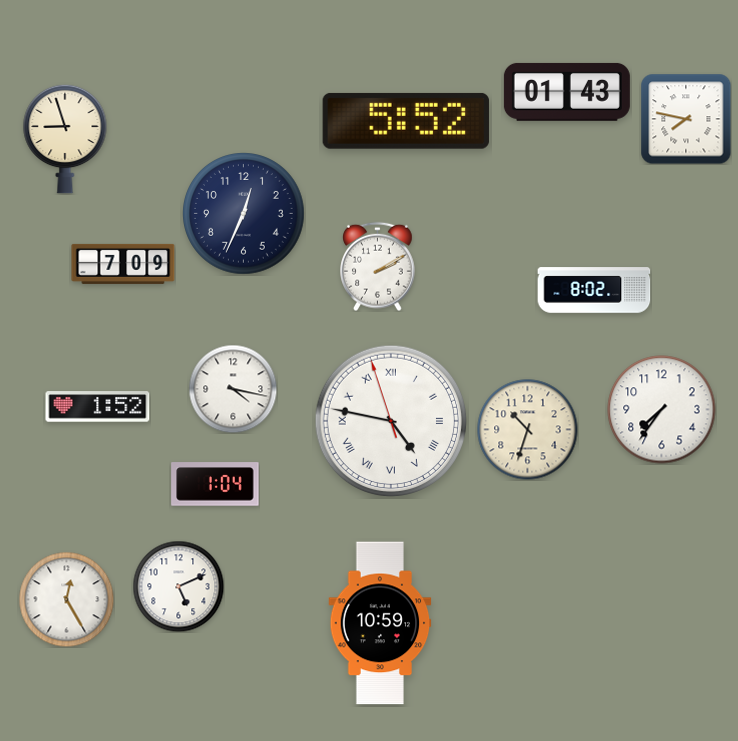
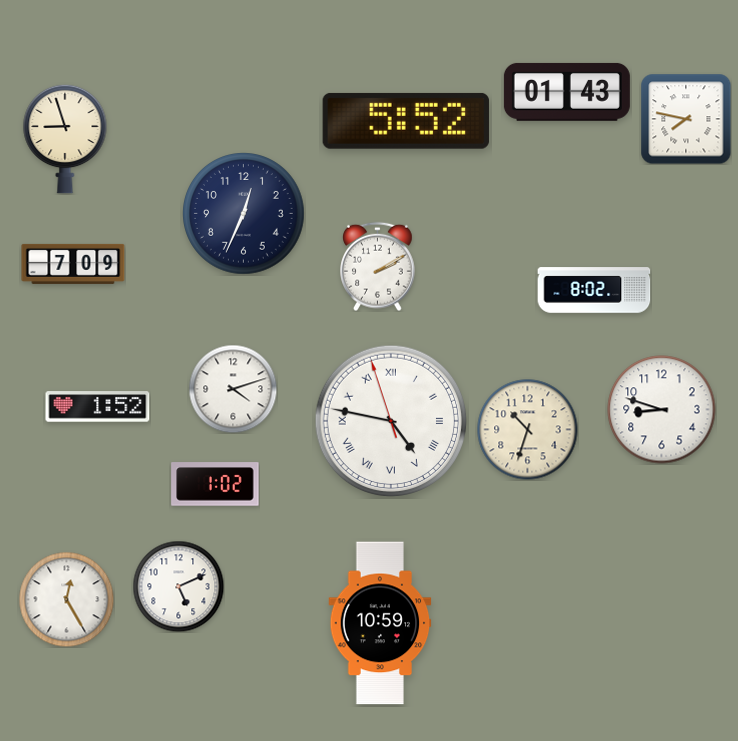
clock at (123, 264) position: (123, 264) -> (73, 264)
clock at (233, 389): 4:17 -> 4:12
clock at (662, 410): 7:36 -> 8:48
clock at (215, 484): 1:04 -> 1:02
